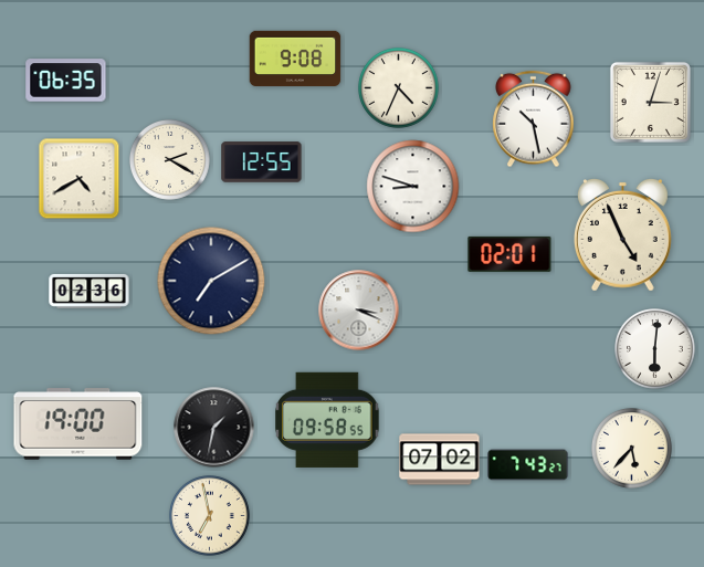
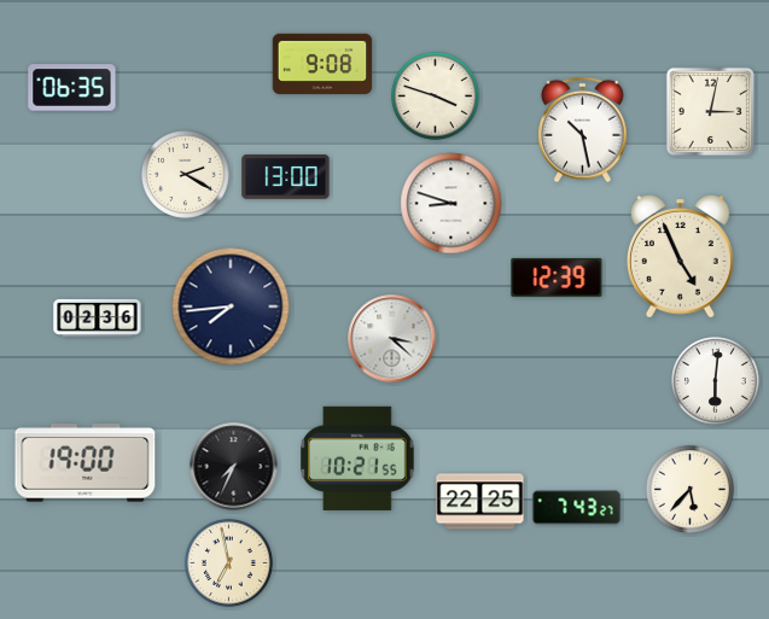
clock at (399, 88): 4:34 -> 3:48
clock at (650, 102): 3:03 -> 3:02
clock at (262, 162): 12:55 -> 13:00
clock at (80, 179): 4:40 -> none
clock at (509, 254): 02:01 -> 12:39
clock at (211, 281): 7:10 -> 7:44
clock at (359, 311): 3:19 -> 3:22
clock at (327, 420): 09:58 -> 10:21
clock at (214, 428): 1:32 -> 7:34
clock at (440, 460): 07:02 -> 22:25
